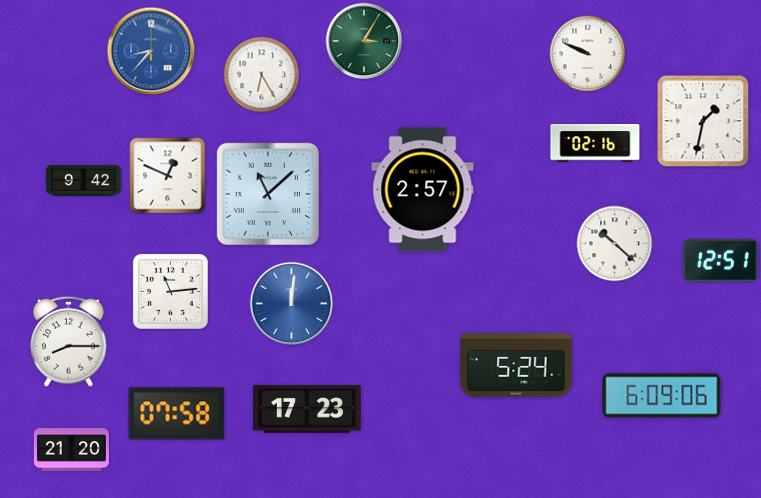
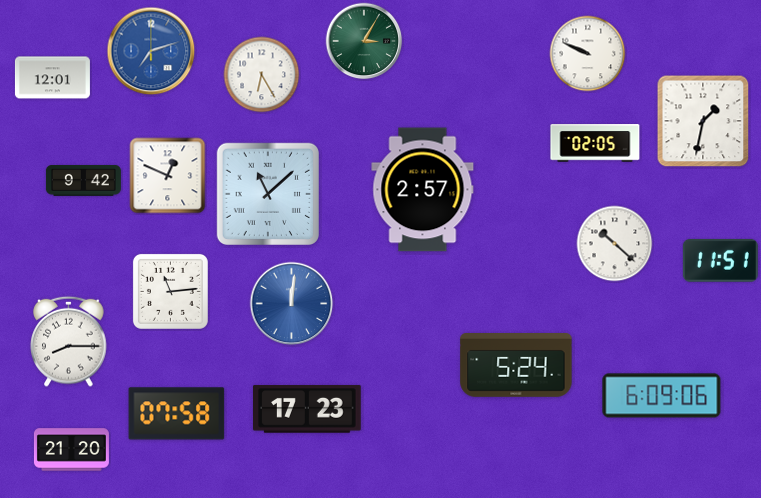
clock at (151, 51): 8:37 -> 7:12
clock at (52, 78): none -> 12:01
clock at (595, 143): 02:16 -> 02:05
clock at (720, 260): 12:51 -> 11:51
